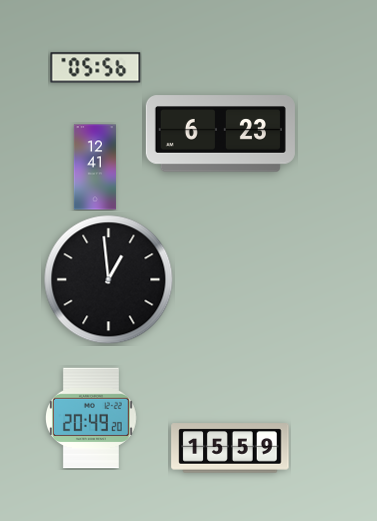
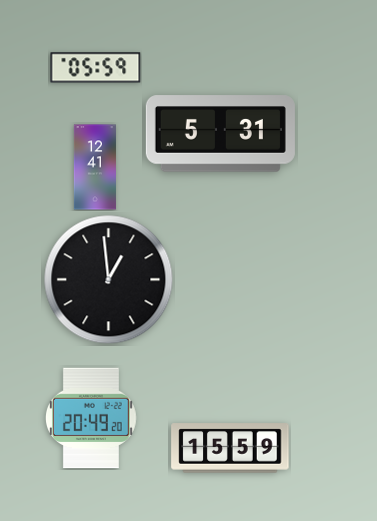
clock at (96, 68): 05:56 -> 05:59
clock at (220, 134): 6:23 -> 5:31
